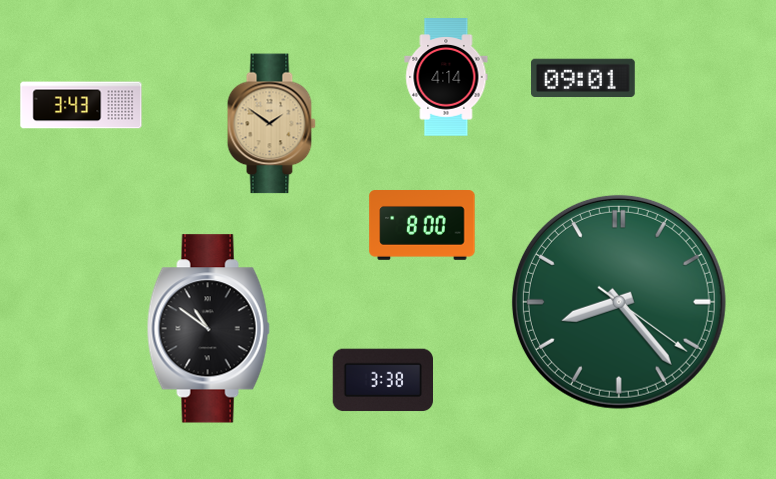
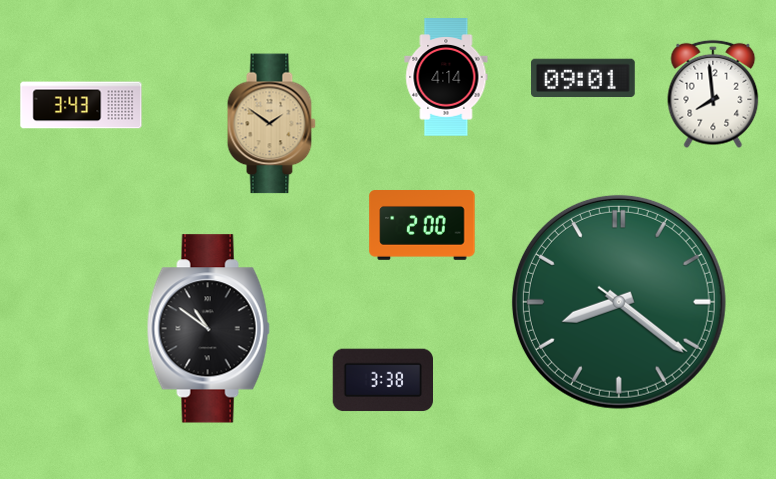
clock at (713, 94): none -> 7:59
clock at (422, 226): 8:00 -> 2:00
clock at (619, 302): 8:23 -> 8:21
